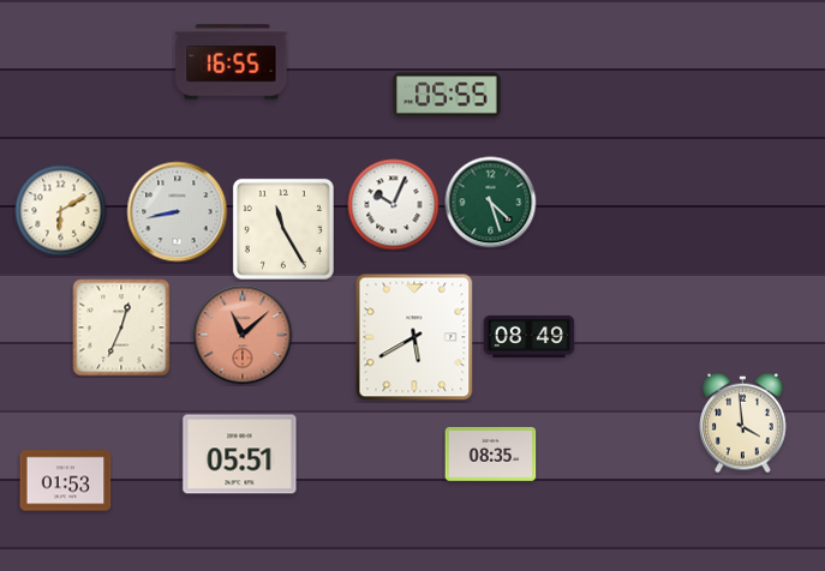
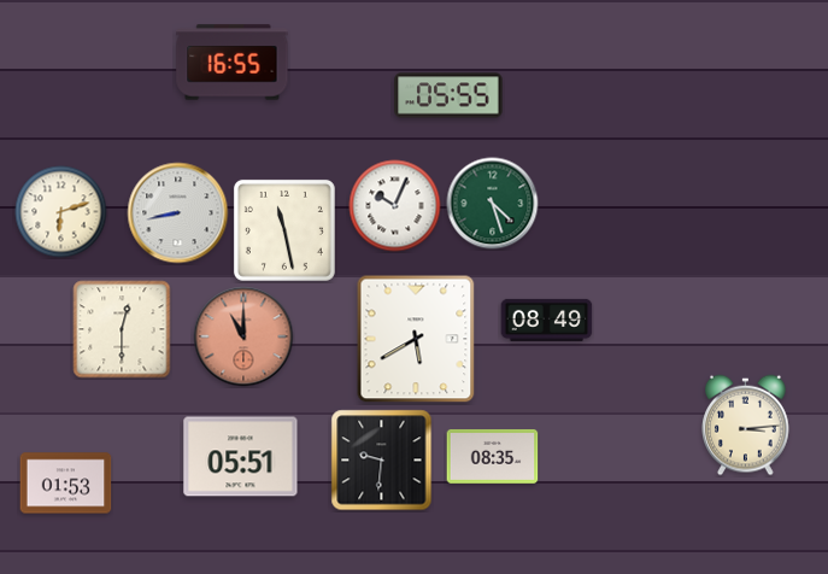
clock at (61, 211): 6:10 -> 6:12
clock at (283, 229): 11:25 -> 11:28
clock at (121, 327): 12:34 -> 12:30
clock at (243, 335): 11:08 -> 11:00
clock at (530, 336) position: (530, 336) -> (547, 320)
clock at (743, 423): 3:59 -> 3:14
clock at (382, 461): none -> 9:31
